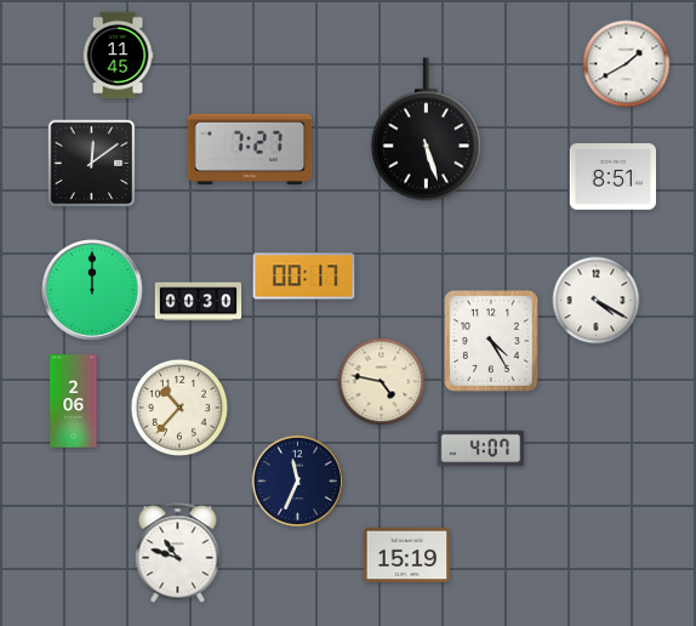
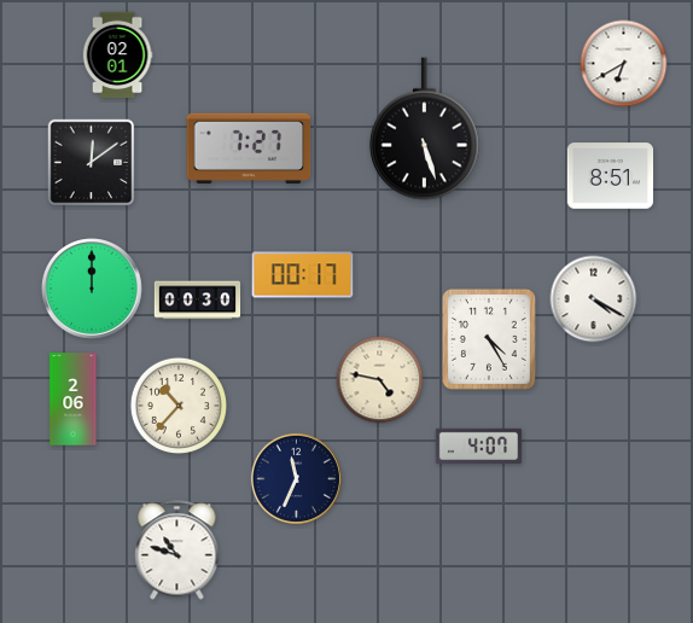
clock at (118, 56): 11:45 -> 02:01
clock at (627, 64): 1:40 -> 6:40
clock at (407, 554): 15:19 -> none
